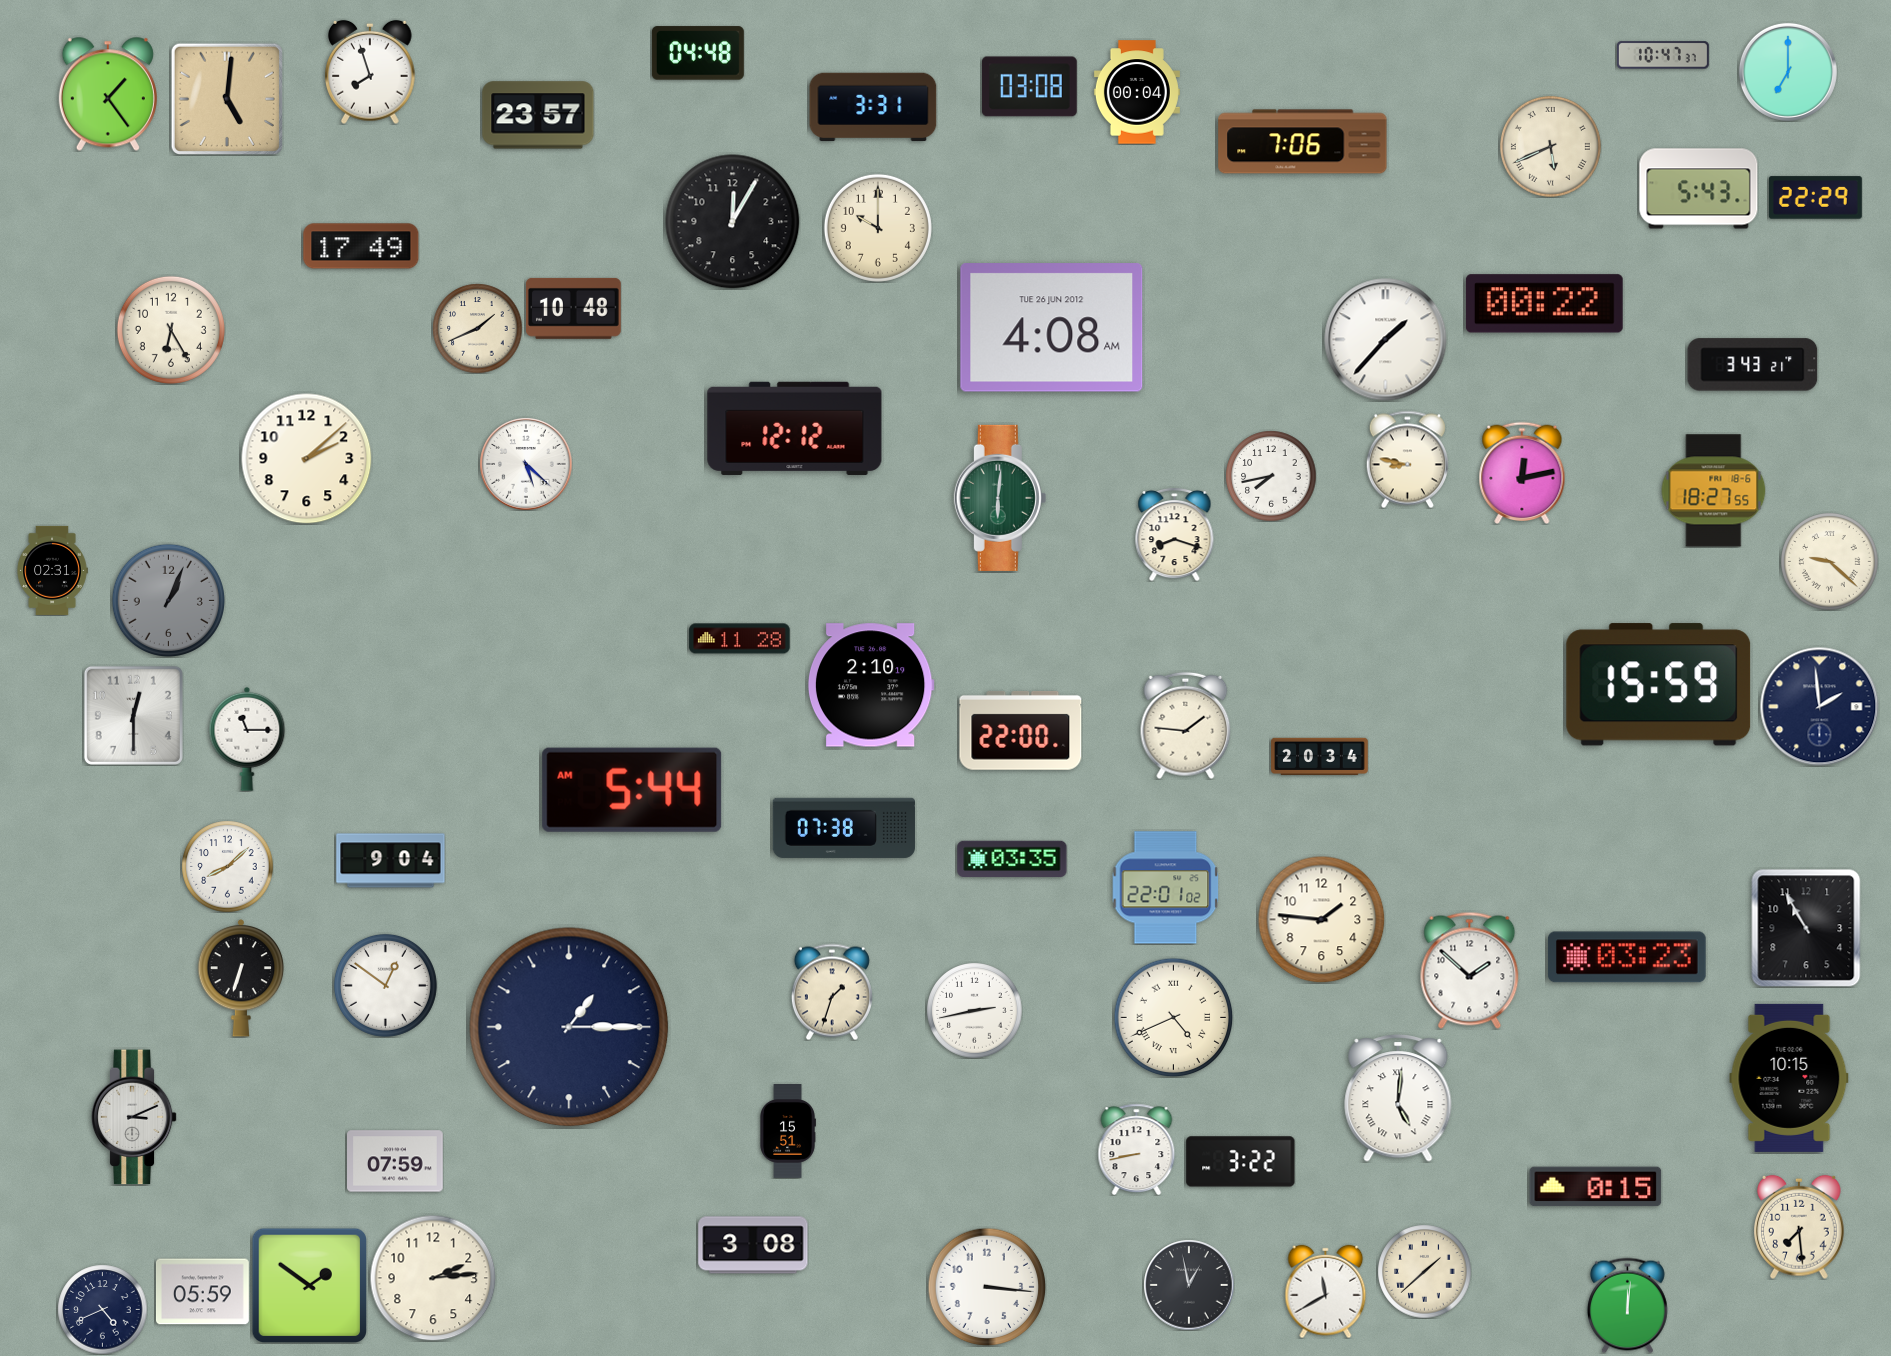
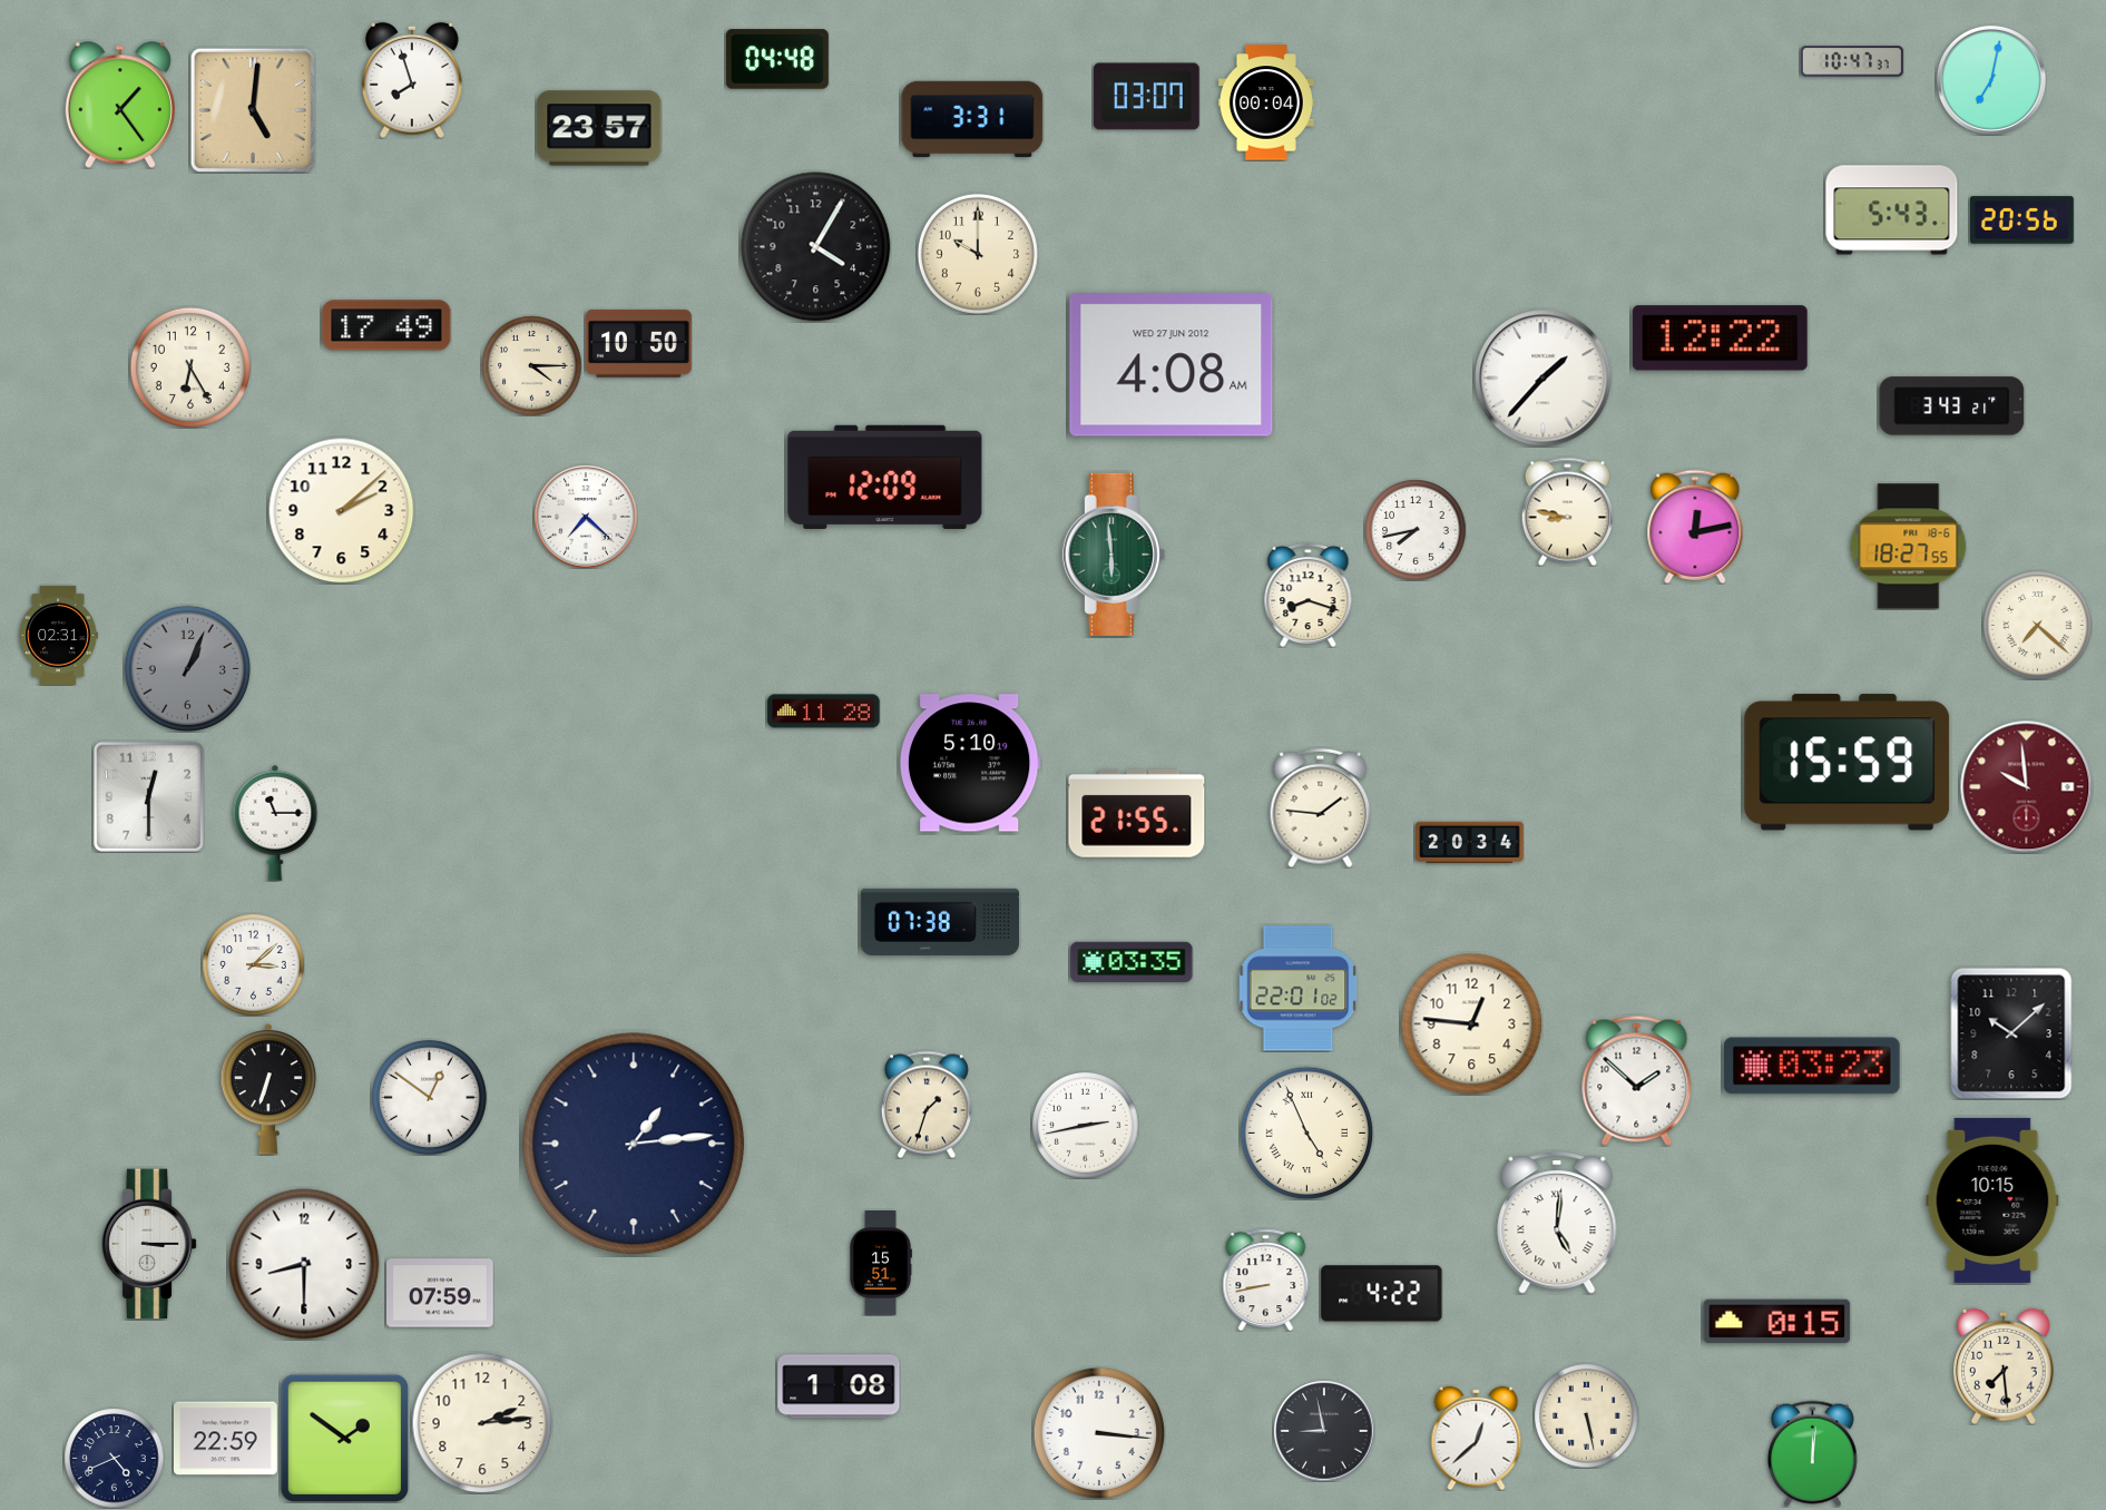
clock at (1788, 72): 7:00 -> 7:02
clock at (1029, 87): 03:08 -> 03:07
clock at (1303, 142): 7:06 -> none
clock at (1550, 146): 5:41 -> none
clock at (1815, 198): 22:29 -> 20:56
clock at (733, 222): 12:05 -> 4:05
clock at (361, 246) position: (361, 246) -> (386, 325)
clock at (1544, 304): 00:22 -> 12:22
clock at (573, 308): 10:48 -> 10:50
clock at (477, 328): 1:41 -> 4:15
clock at (1052, 328) date: TUE 26 JUN 2012 -> WED 27 JUN 2012
clock at (795, 428): 12:12 -> 12:09
clock at (526, 464): 5:22 -> 7:22
clock at (1000, 498): 6:01 -> 5:59
clock at (1830, 562): 9:22 -> 7:22
clock at (871, 685): 2:10 -> 5:10
clock at (1820, 707): 1:59 -> 9:59
clock at (1820, 707) dial: navy -> burgundy
clock at (1021, 730): 22:00 -> 21:55
clock at (632, 790): 5:44 -> none
clock at (1012, 859) position: (1012, 859) -> (1132, 962)
clock at (391, 861): 9:04 -> none
clock at (227, 866): 8:08 -> 3:08
clock at (1321, 919): 1:46 -> 12:46
clock at (1806, 928): 10:55 -> 10:08
clock at (1173, 1017): 4:41 -> 4:56
clock at (569, 1027): 1:15 -> 1:14
clock at (134, 1117): 3:11 -> 3:15
clock at (788, 1132) position: (788, 1132) -> (881, 1264)
clock at (304, 1264): none -> 8:30
clock at (1241, 1162): 3:22 -> 4:22
clock at (753, 1245): 3:08 -> 1:08
clock at (1424, 1271): 1:38 -> 5:28
clock at (309, 1285) position: (309, 1285) -> (344, 1438)
clock at (1189, 1285): 12:58 -> 8:58
clock at (1326, 1291): 11:40 -> 12:38
clock at (202, 1292): 05:59 -> 22:59
